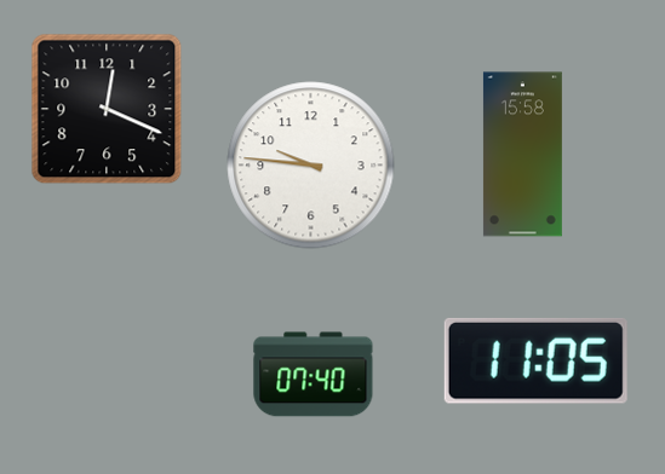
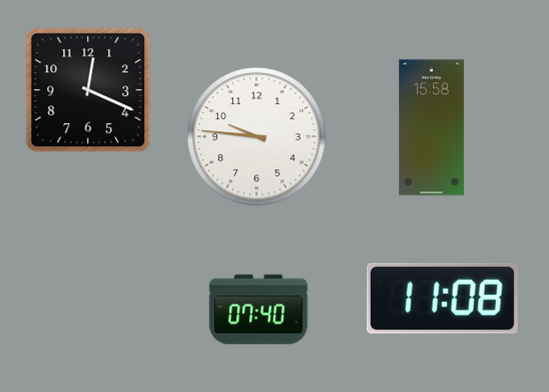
clock at (535, 360): 11:05 -> 11:08
